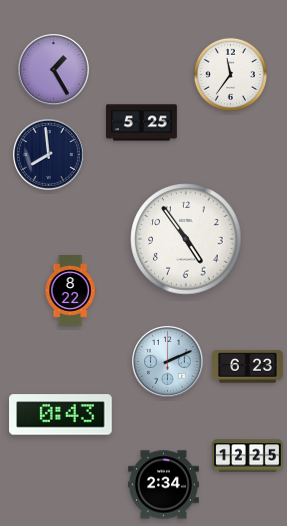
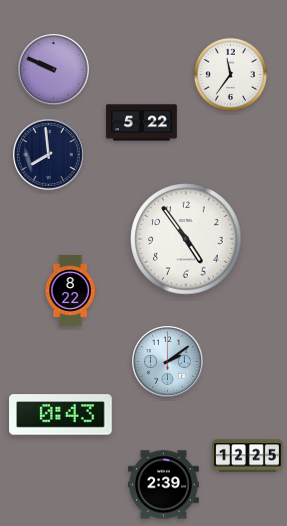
clock at (54, 70): 1:25 -> 9:49
clock at (142, 123): 5:25 -> 5:22
clock at (168, 362): 2:11 -> 2:09
clock at (248, 367): 6:23 -> none
clock at (164, 485): 2:34 -> 2:39
